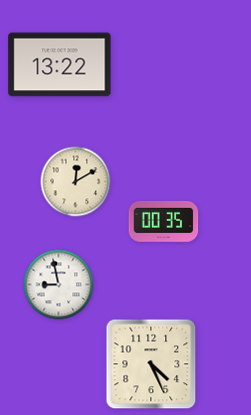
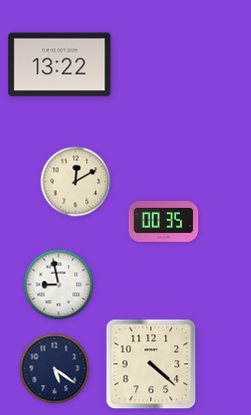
clock at (151, 364): 4:26 -> 4:22
clock at (55, 369): none -> 5:21
